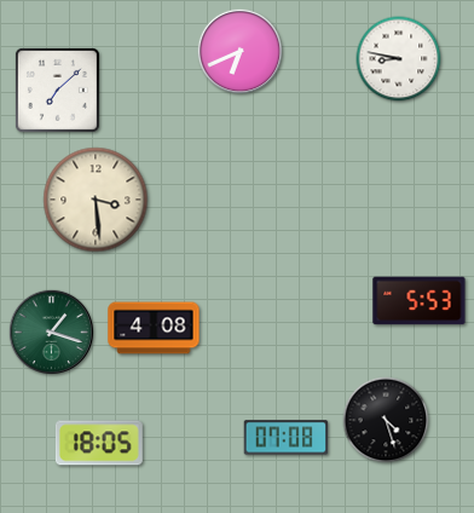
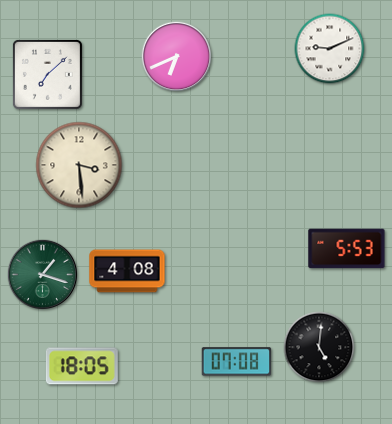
clock at (239, 51) position: (239, 51) -> (176, 56)
clock at (399, 59): 8:47 -> 9:11
clock at (386, 420): 4:27 -> 5:01
